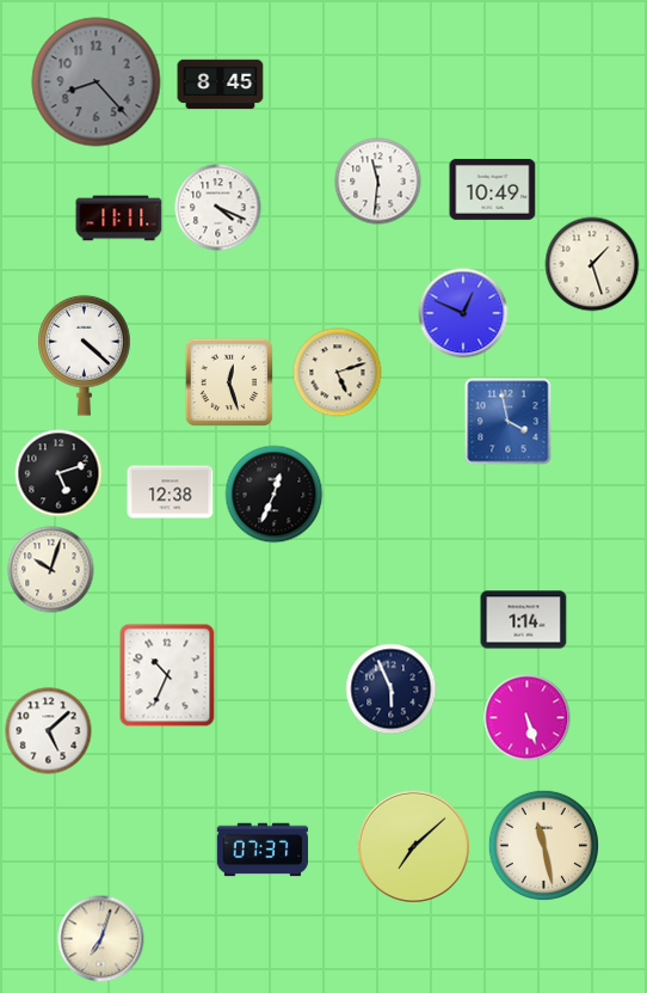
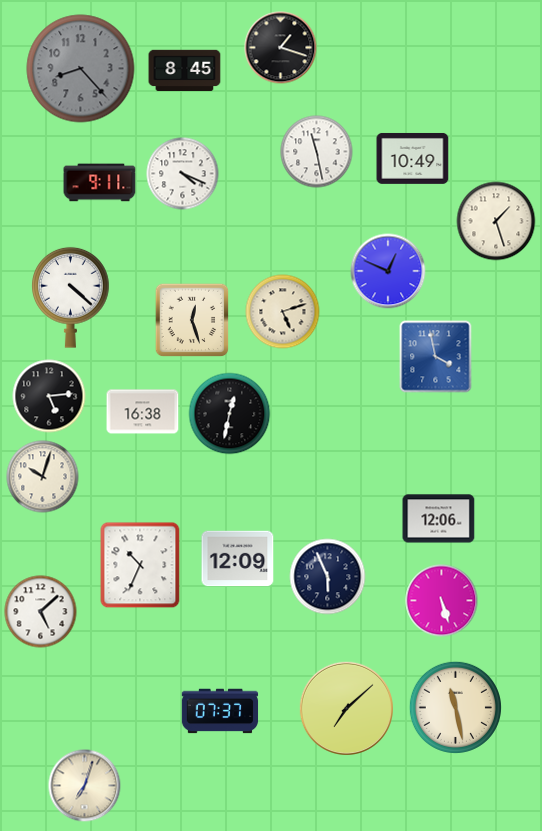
clock at (281, 48): none -> 1:18
clock at (378, 182): 11:31 -> 11:28
clock at (119, 219): 11:11 -> 9:11
clock at (463, 313) position: (463, 313) -> (388, 271)
clock at (509, 422) position: (509, 422) -> (436, 357)
clock at (58, 473): 5:12 -> 5:14
clock at (171, 492): 12:38 -> 16:38
clock at (275, 495): 12:34 -> 12:32
clock at (524, 620): 1:14 -> 12:06
clock at (238, 559): none -> 12:09
